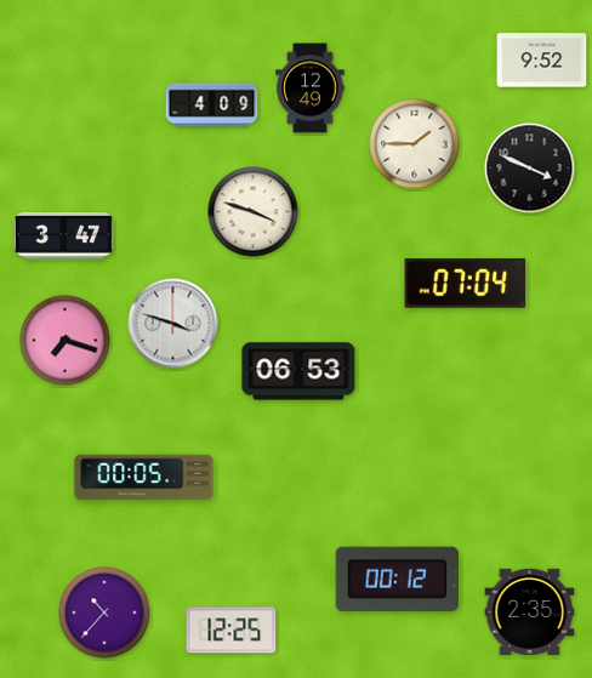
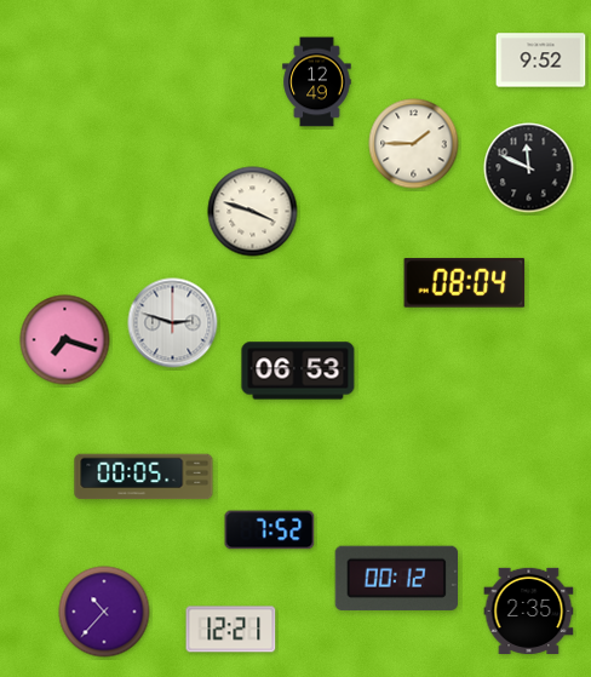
clock at (311, 89) position: (311, 89) -> (317, 82)
clock at (212, 106): 4:09 -> none
clock at (530, 169): 3:49 -> 11:49
clock at (63, 237): 3:47 -> none
clock at (466, 284): 07:04 -> 08:04
clock at (173, 324): 3:48 -> 2:48
clock at (270, 530): none -> 7:52
clock at (232, 631): 12:25 -> 12:21
